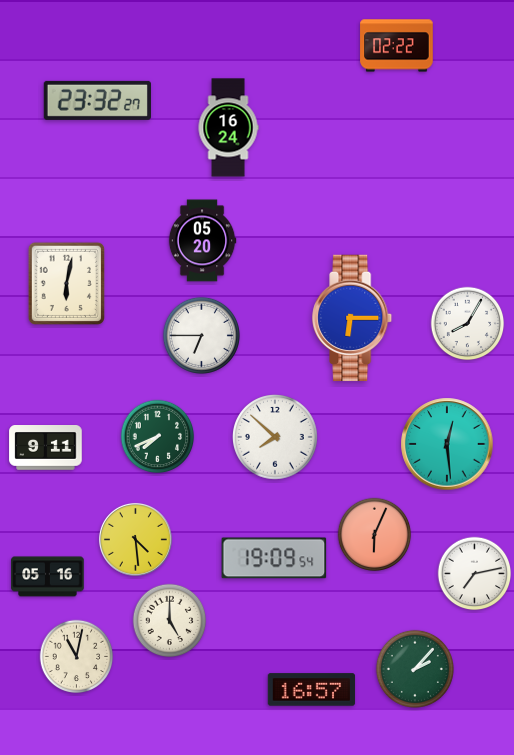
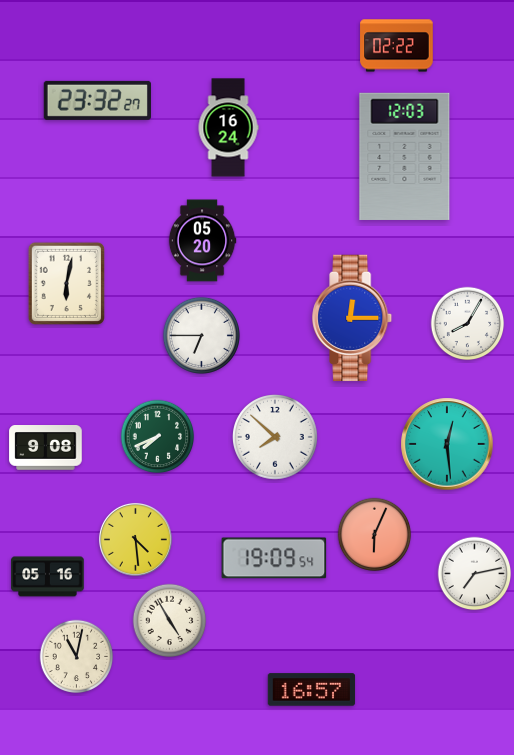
clock at (405, 156): none -> 12:03
clock at (353, 318): 6:15 -> 12:15
clock at (46, 448): 9:11 -> 9:08
clock at (170, 621): 5:00 -> 4:55
clock at (415, 669): 2:07 -> none
